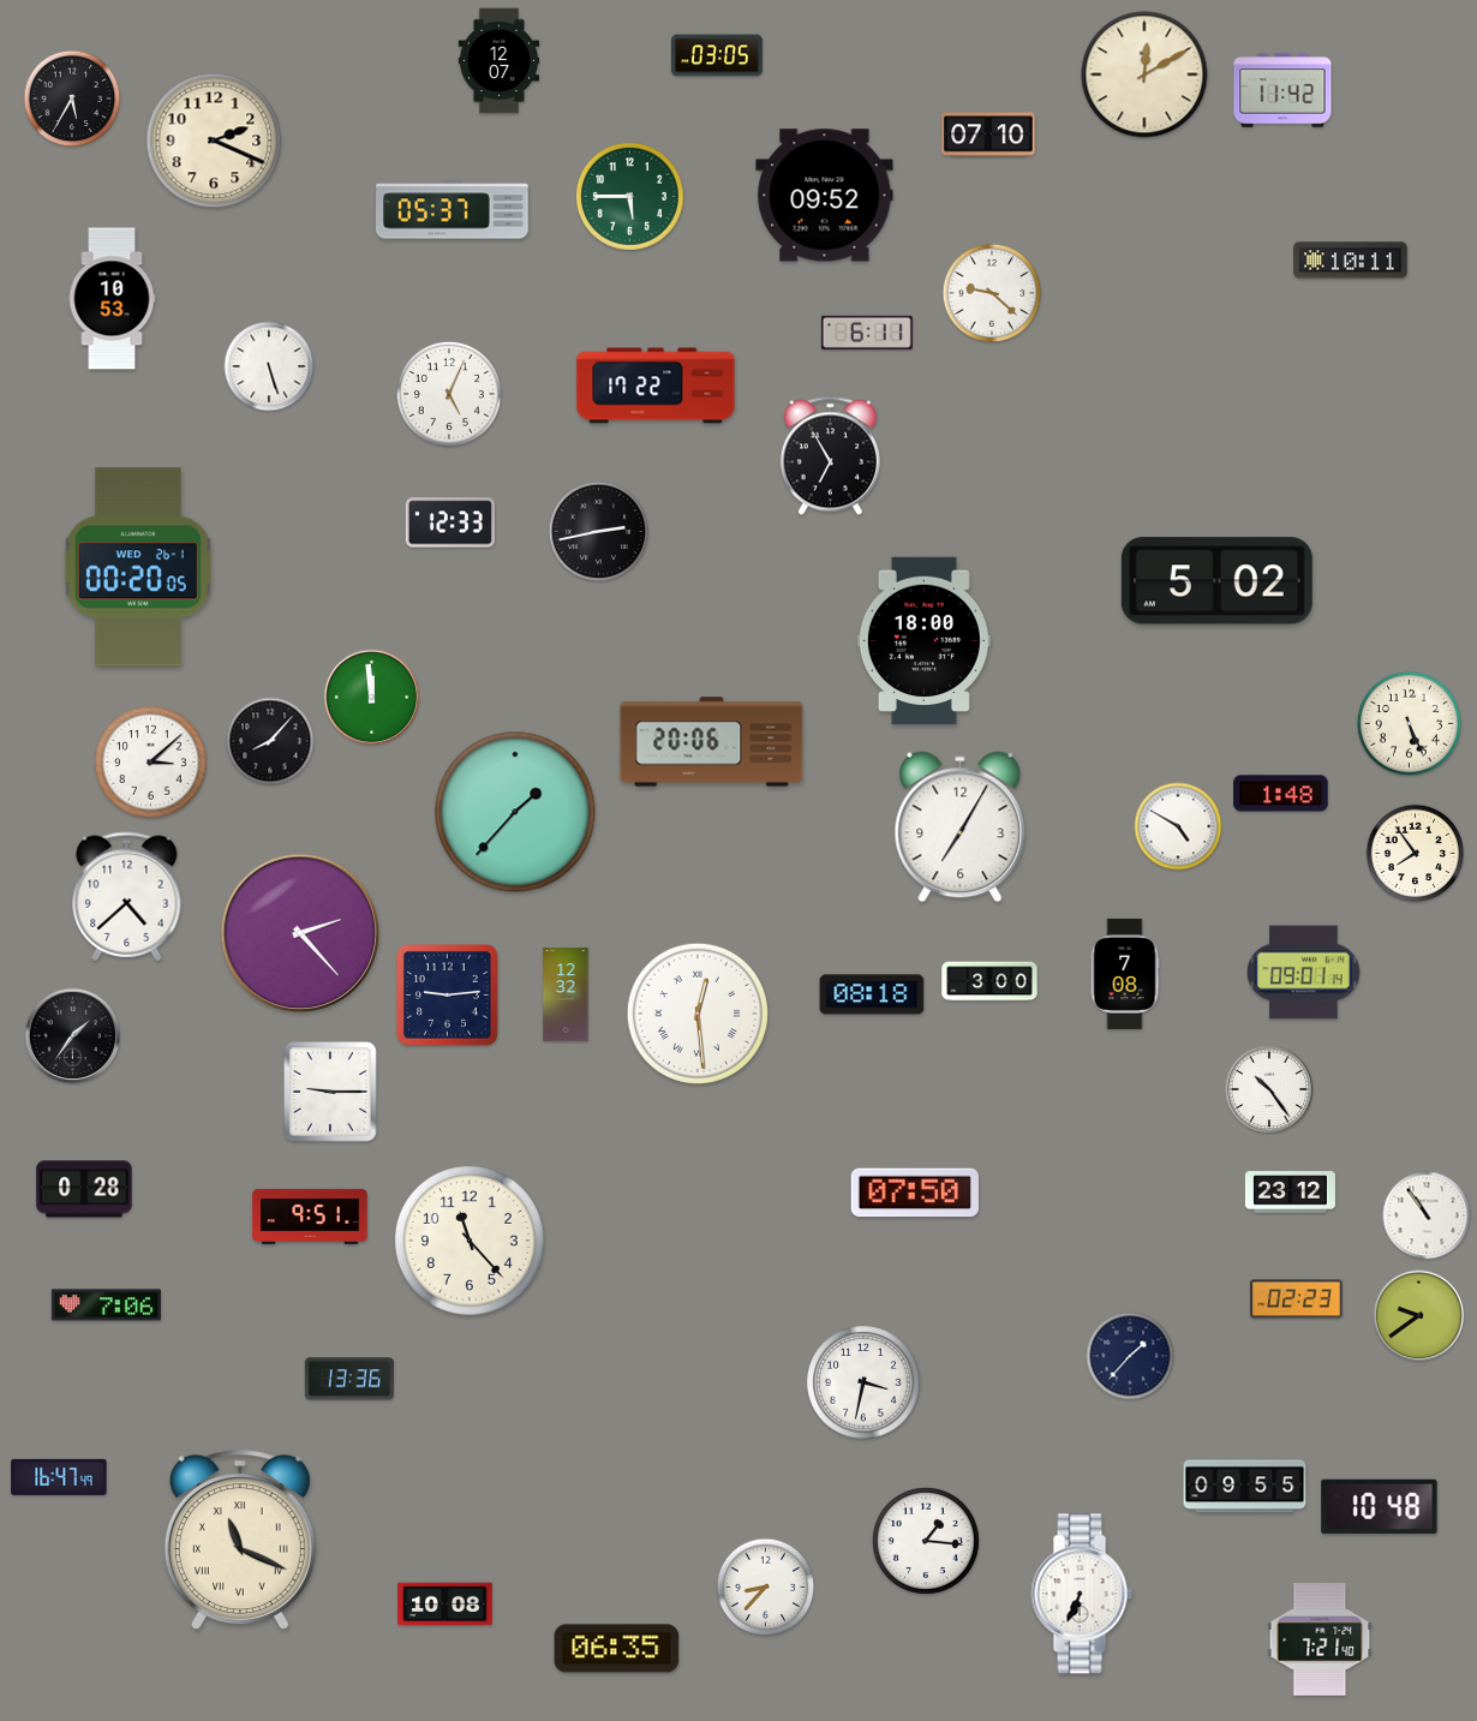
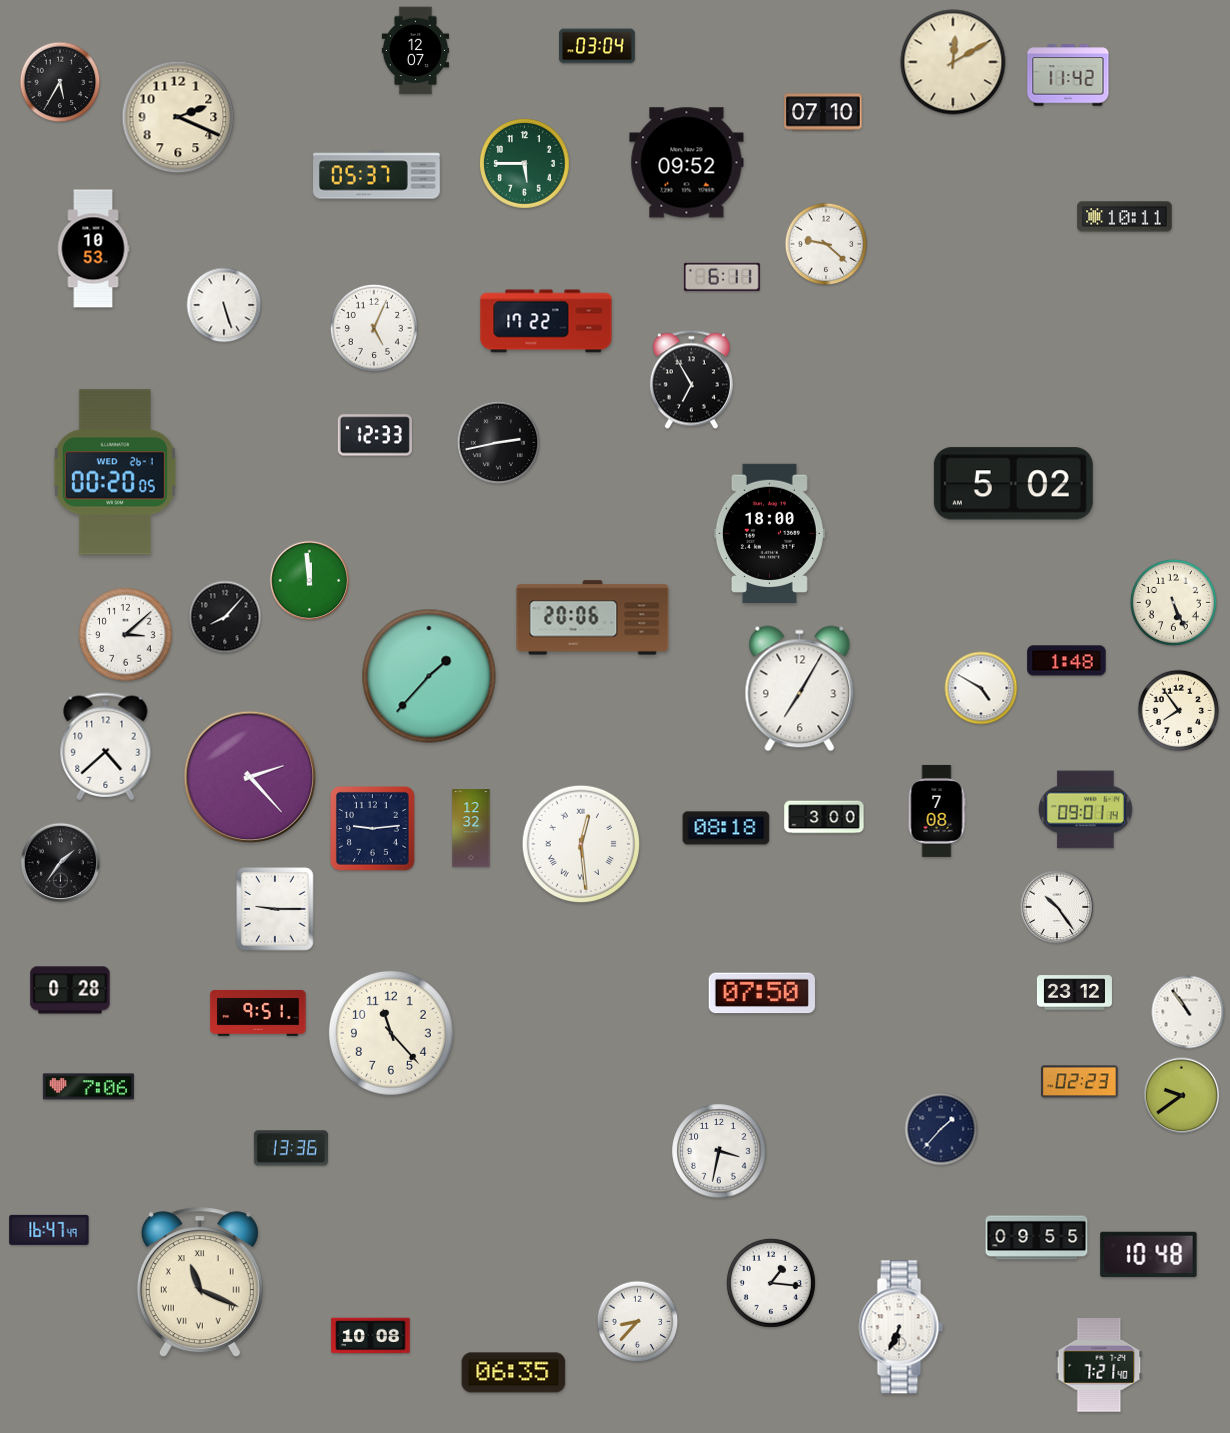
clock at (717, 55): 03:05 -> 03:04
